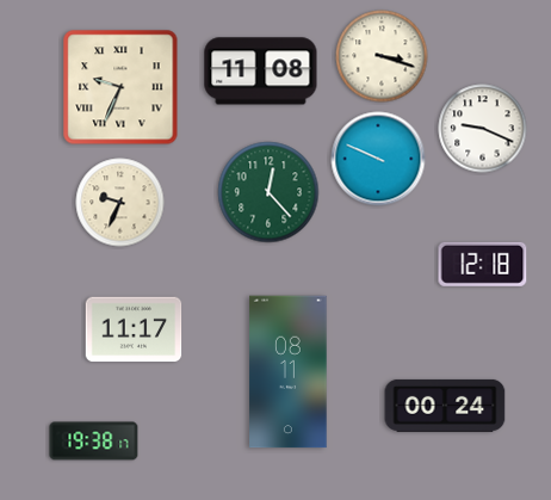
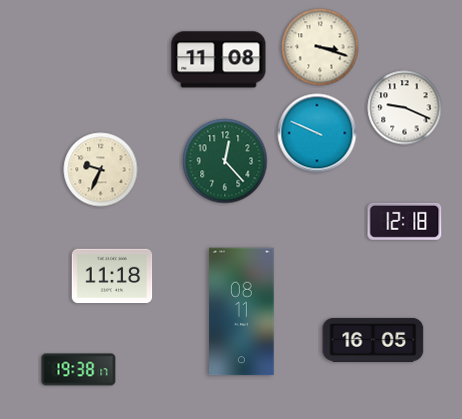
clock at (120, 87): 9:34 -> none
clock at (134, 329): 11:17 -> 11:18
clock at (445, 406): 00:24 -> 16:05
